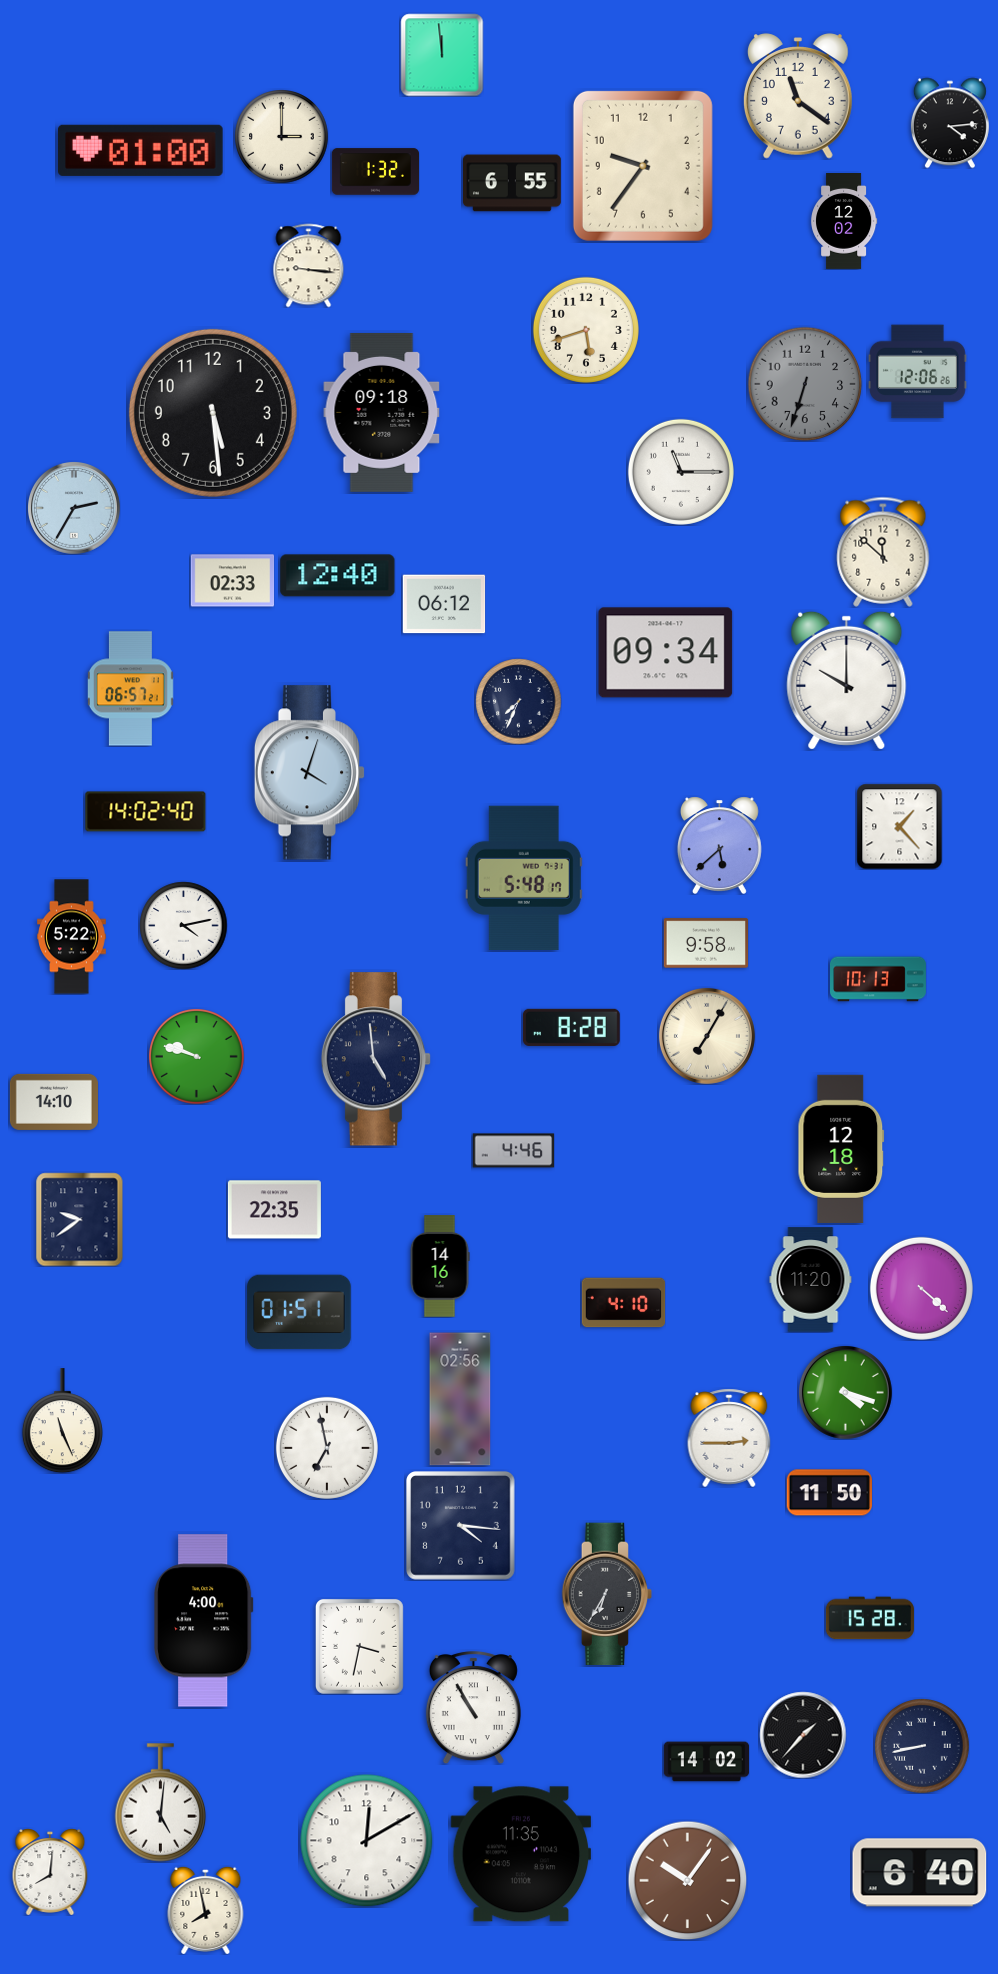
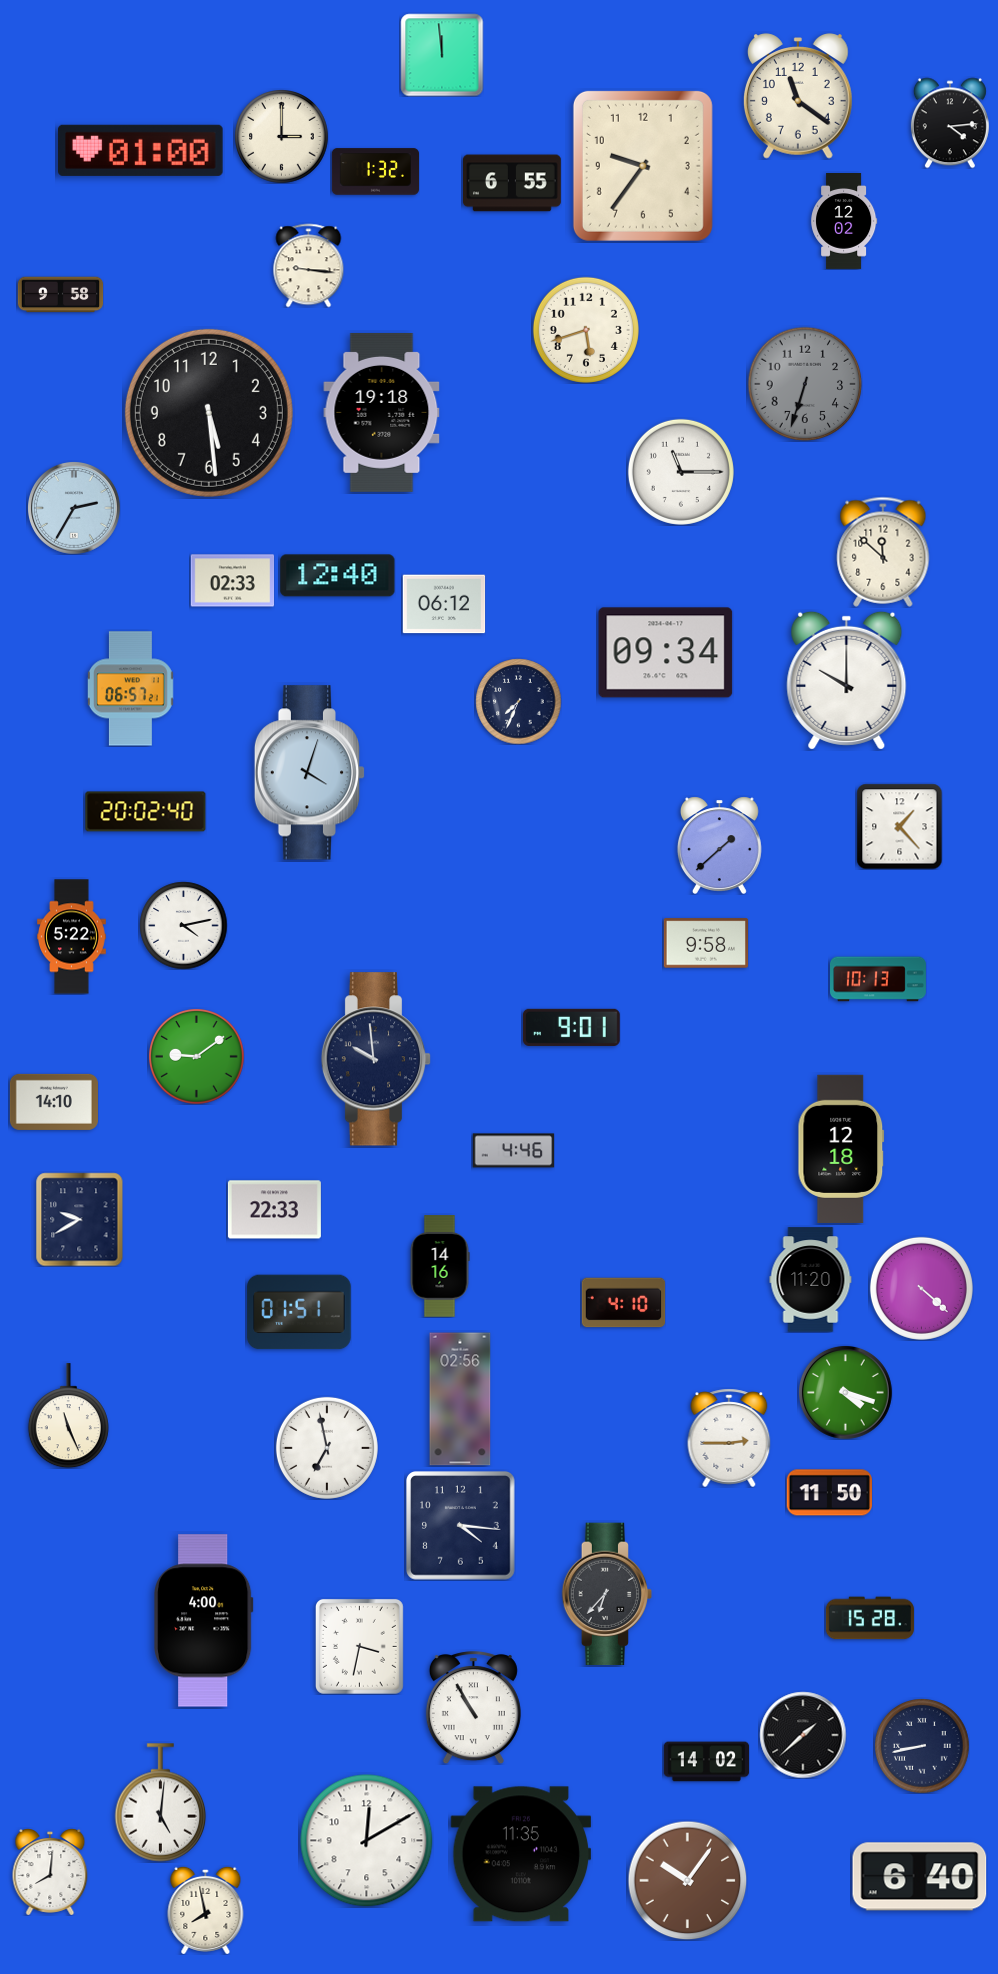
clock at (60, 295): none -> 9:58
clock at (918, 372): 12:06 -> none
clock at (382, 412): 09:18 -> 19:18
clock at (213, 413) position: (213, 413) -> (209, 413)
clock at (146, 812): 14:02 -> 20:02
clock at (719, 845): 5:38 -> 1:38
clock at (524, 878): 5:48 -> none
clock at (571, 1027): 8:28 -> 9:01
clock at (707, 1036): 7:05 -> none
clock at (197, 1057): 9:48 -> 9:09
clock at (376, 1059): 4:59 -> 9:59
clock at (274, 1210): 22:35 -> 22:33
clock at (80, 1219): 9:39 -> 9:40
clock at (62, 1421) position: (62, 1421) -> (68, 1416)
clock at (607, 1594): 6:35 -> 6:37
clock at (803, 1735): 1:37 -> 1:38
clock at (920, 1873) position: (920, 1873) -> (920, 1877)
